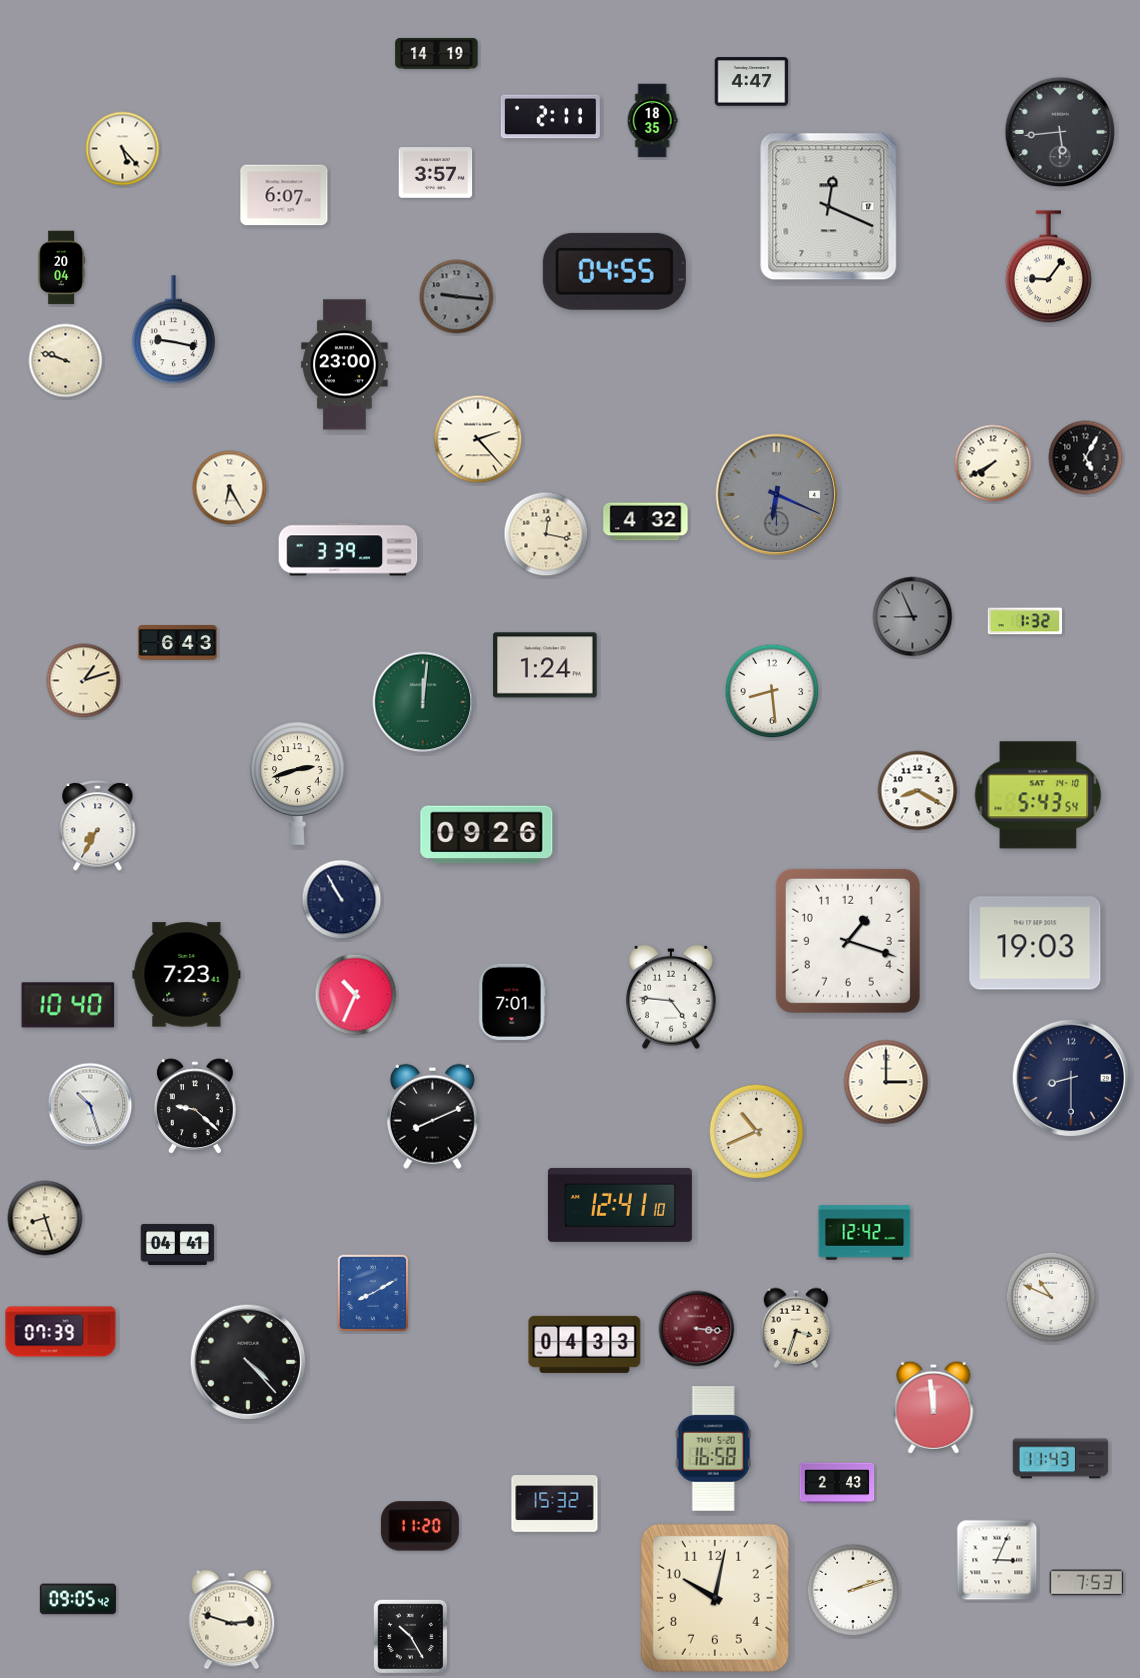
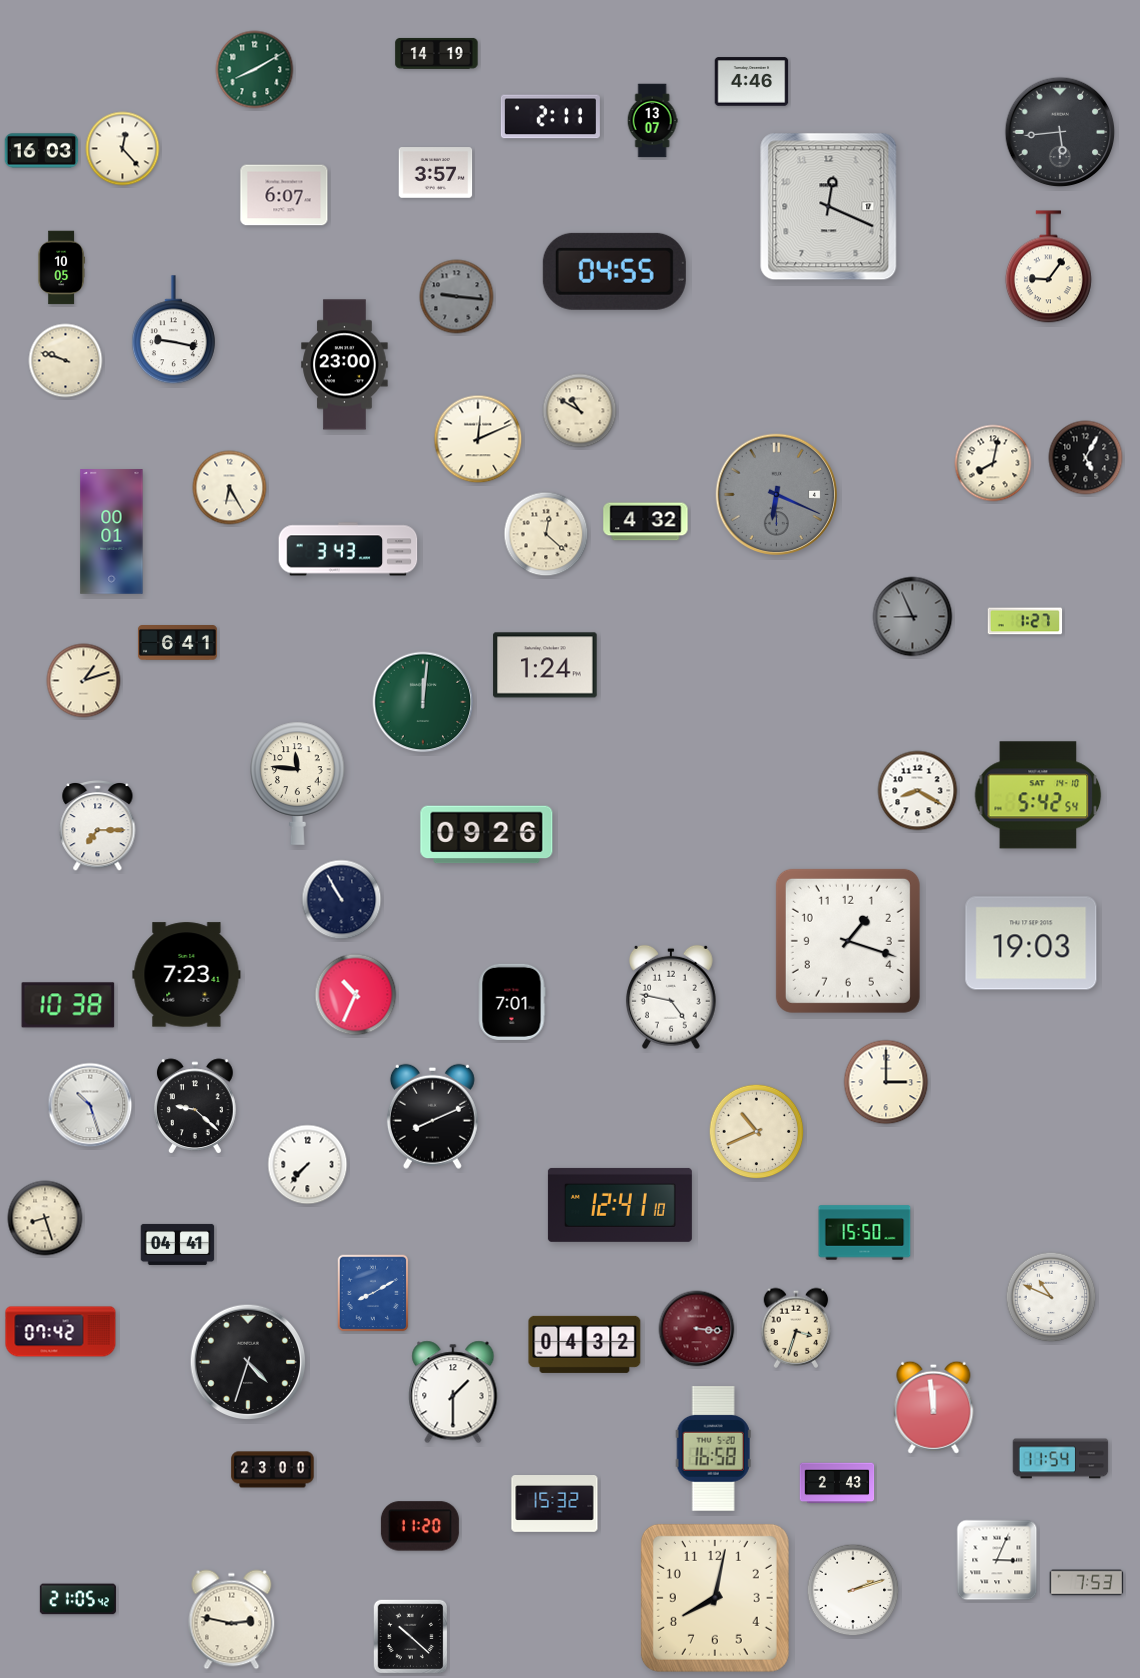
clock at (255, 70): none -> 8:10
clock at (752, 82): 4:47 -> 4:46
clock at (652, 121): 18:35 -> 13:07
clock at (123, 149): 5:23 -> 12:23
clock at (42, 151): none -> 16:03
clock at (61, 268): 20:04 -> 10:05
clock at (580, 411): none -> 10:50
clock at (478, 439): 2:23 -> 12:11
clock at (993, 463): 7:40 -> 8:02
clock at (112, 532): none -> 00:01
clock at (546, 534): 12:17 -> 12:22
clock at (348, 549): 3:39 -> 3:43
clock at (1025, 621): 1:32 -> 1:27
clock at (177, 643): 6:43 -> 6:41
clock at (772, 691): 8:29 -> none
clock at (298, 783): 2:42 -> 11:46
clock at (1038, 795): 5:43 -> 5:42
clock at (98, 825): 7:35 -> 7:15
clock at (1035, 943) position: (1035, 943) -> (1031, 943)
clock at (671, 997): 4:46 -> 4:47
clock at (68, 1005): 10:40 -> 10:38
clock at (1071, 1078): 8:30 -> none
clock at (308, 1165): none -> 7:37
clock at (865, 1233): 12:42 -> 15:50
clock at (61, 1332): 07:39 -> 07:42
clock at (585, 1344): 04:33 -> 04:32
clock at (248, 1362): 4:23 -> 4:33
clock at (453, 1392): none -> 1:30
clock at (1061, 1459): 11:43 -> 11:54
clock at (273, 1470): none -> 23:00
clock at (715, 1598): 10:02 -> 8:02
clock at (78, 1599): 09:05 -> 21:05
clock at (232, 1620): 2:48 -> 2:47
clock at (411, 1637): 10:25 -> 10:22
